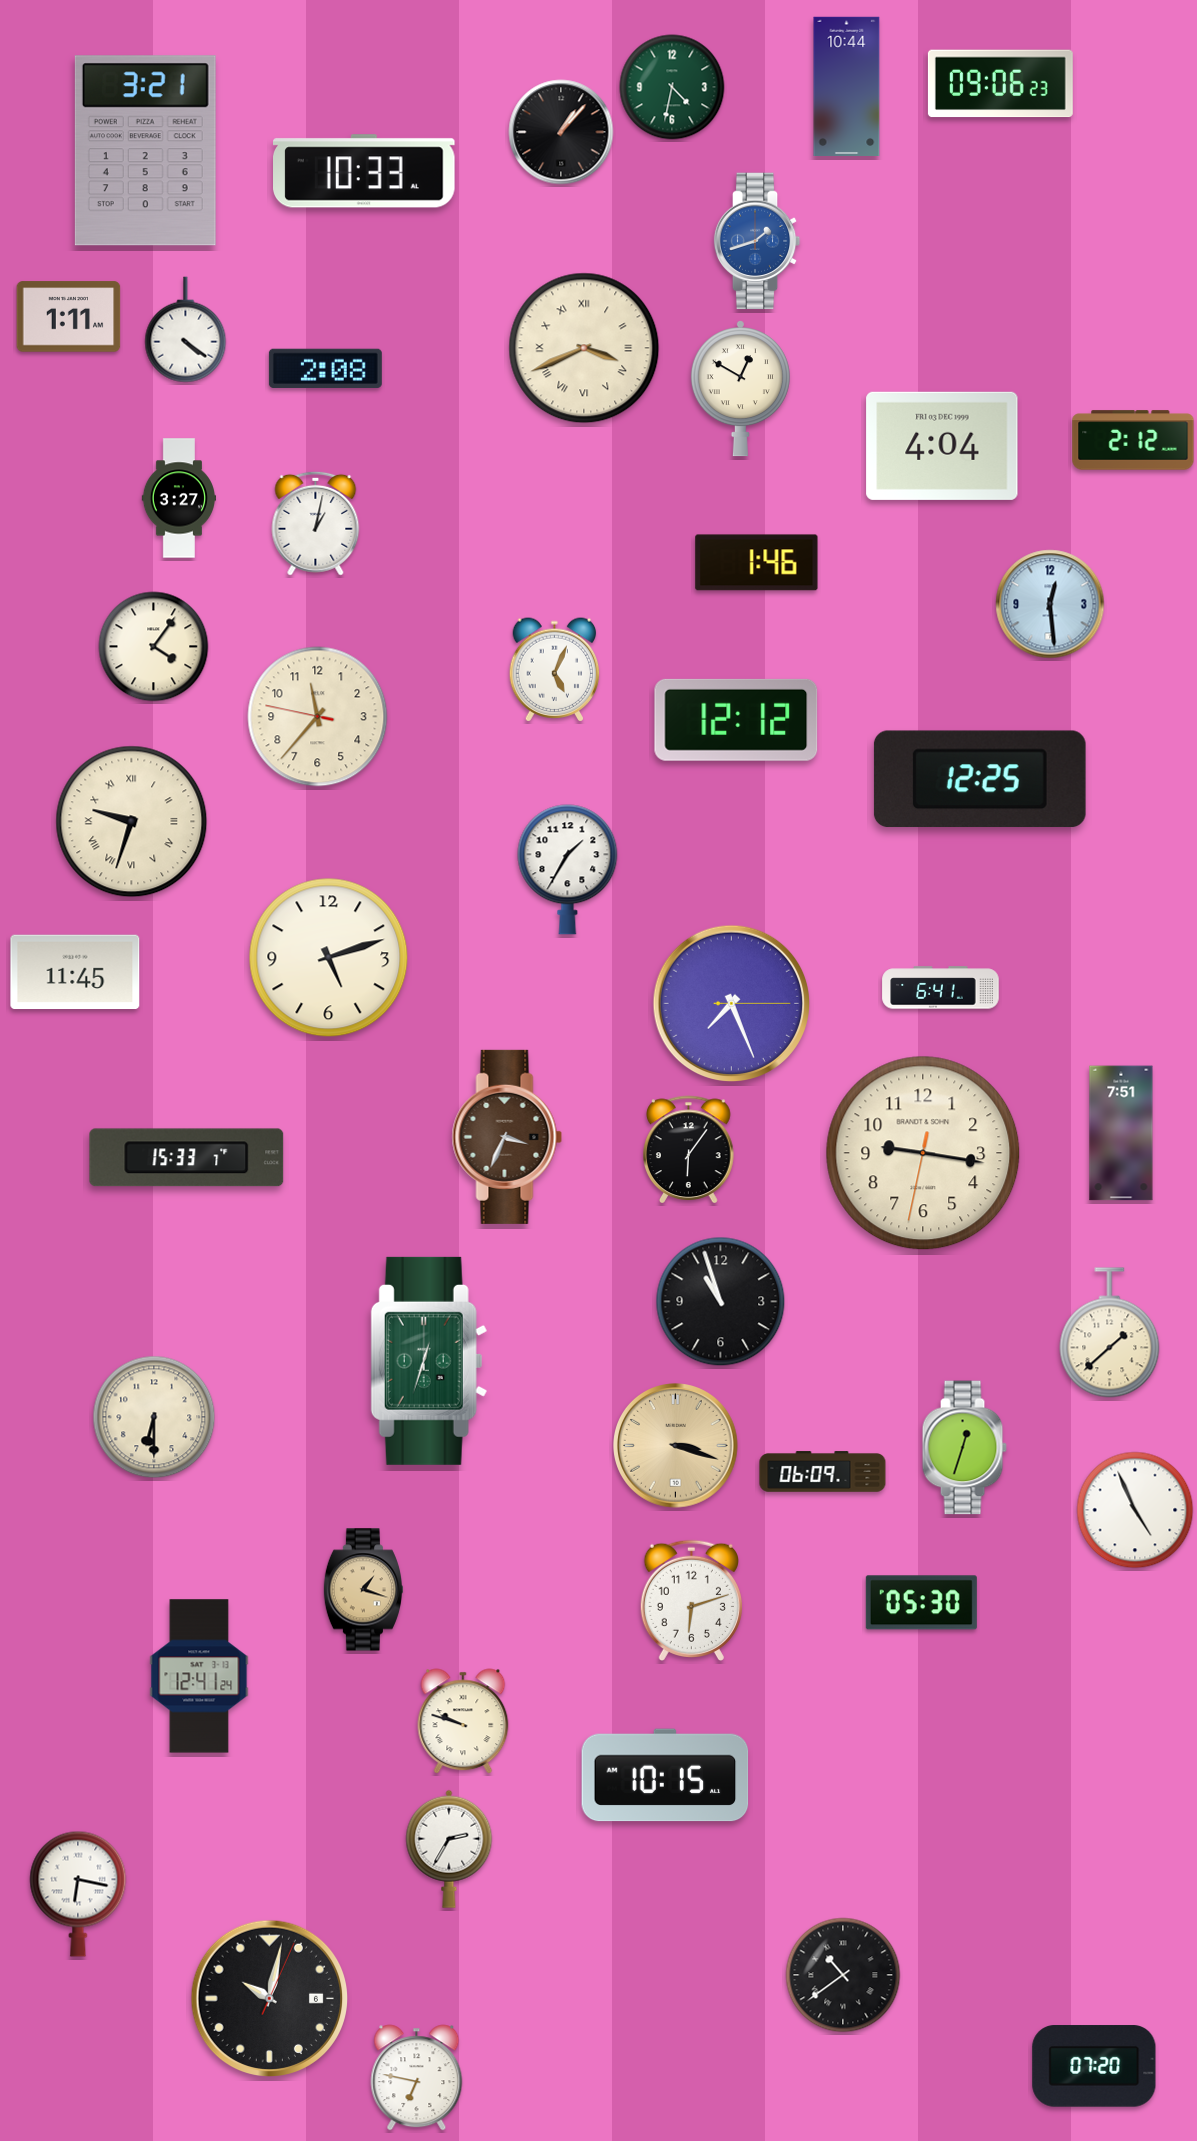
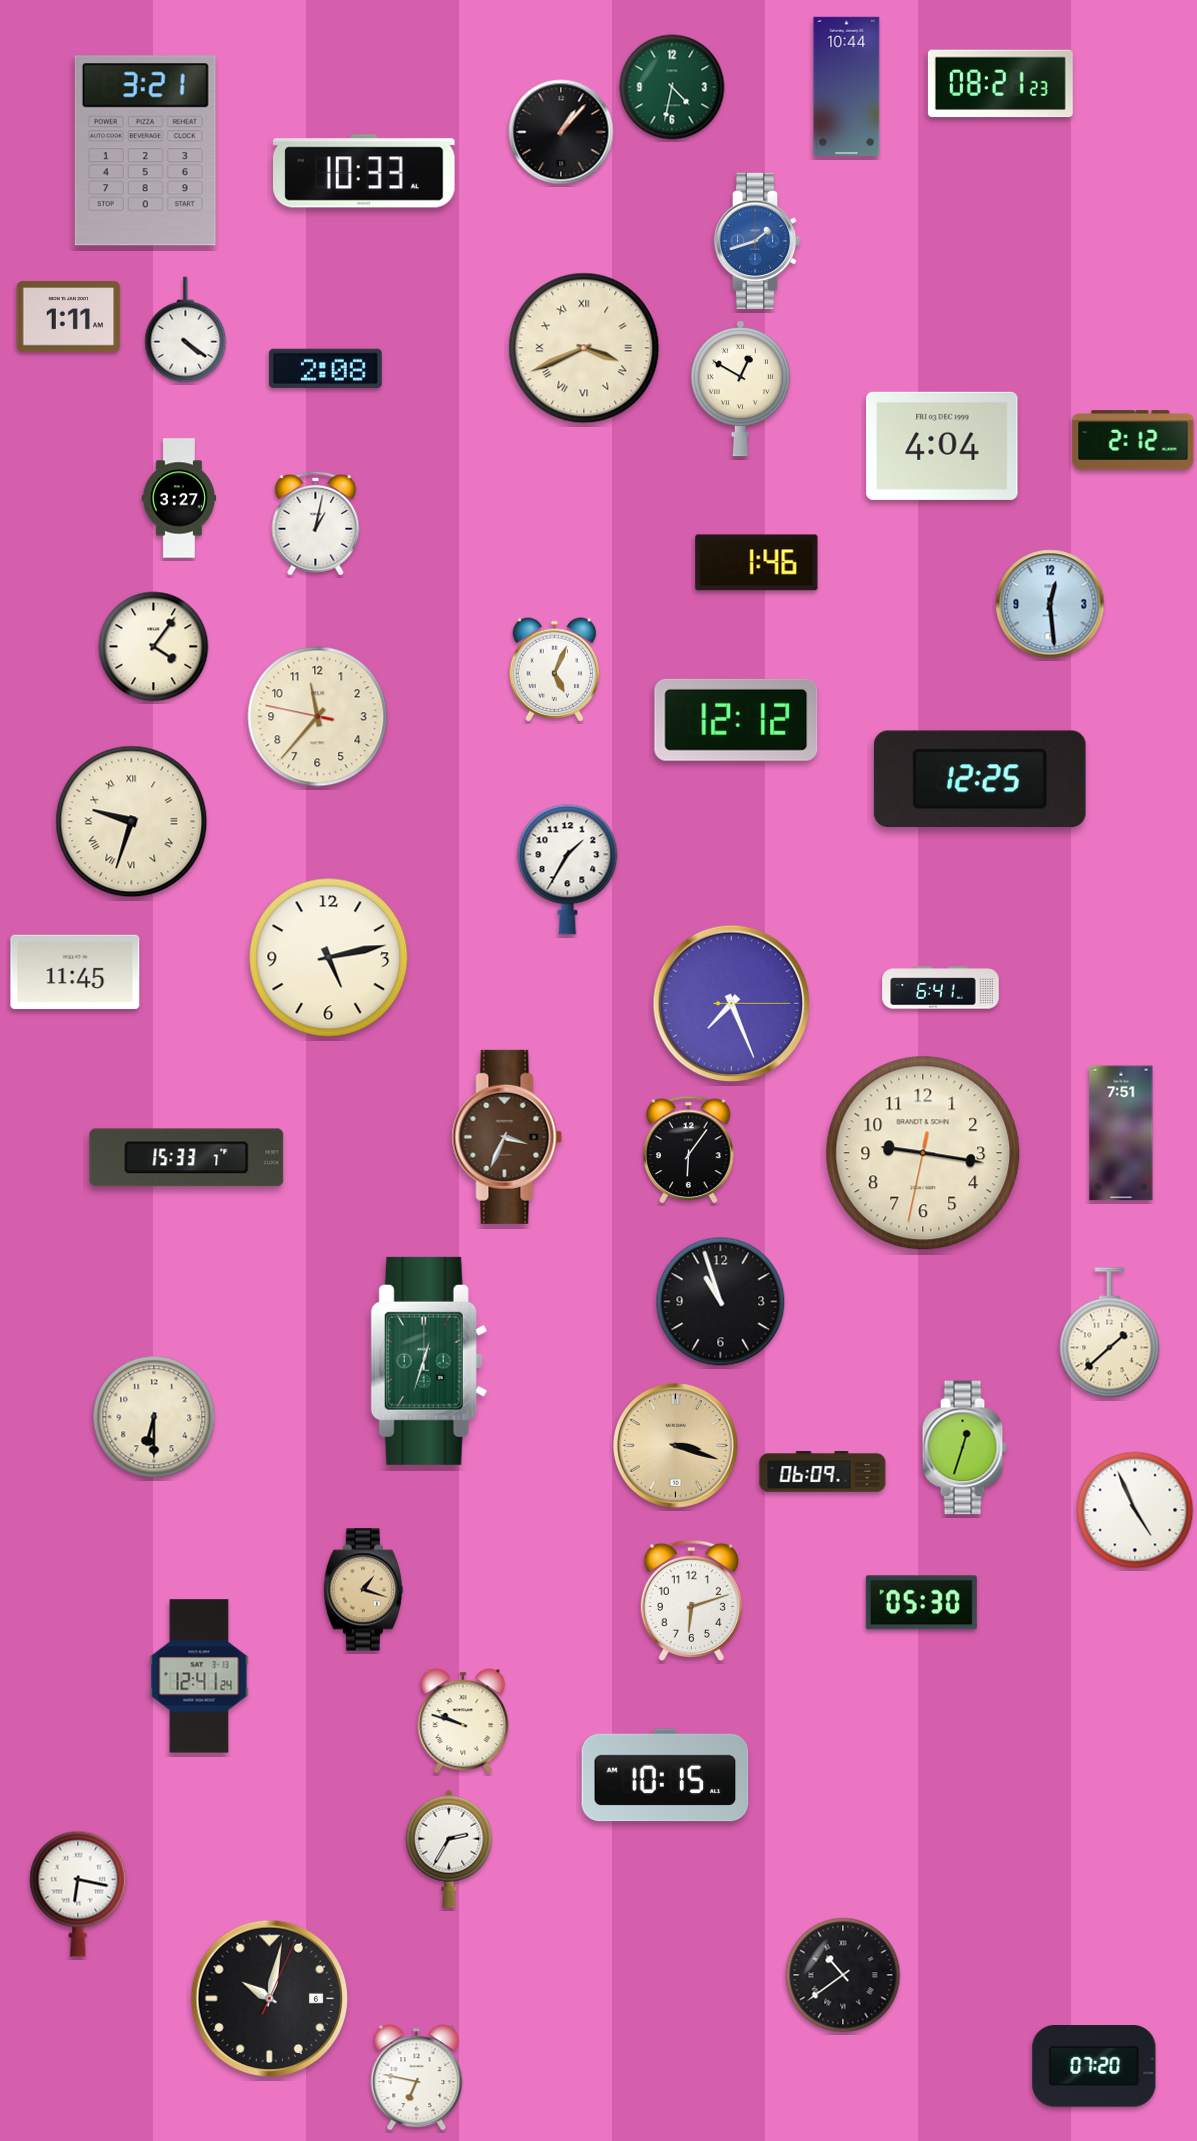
clock at (1000, 84): 09:06 -> 08:21
clock at (329, 958): 5:12 -> 5:13
